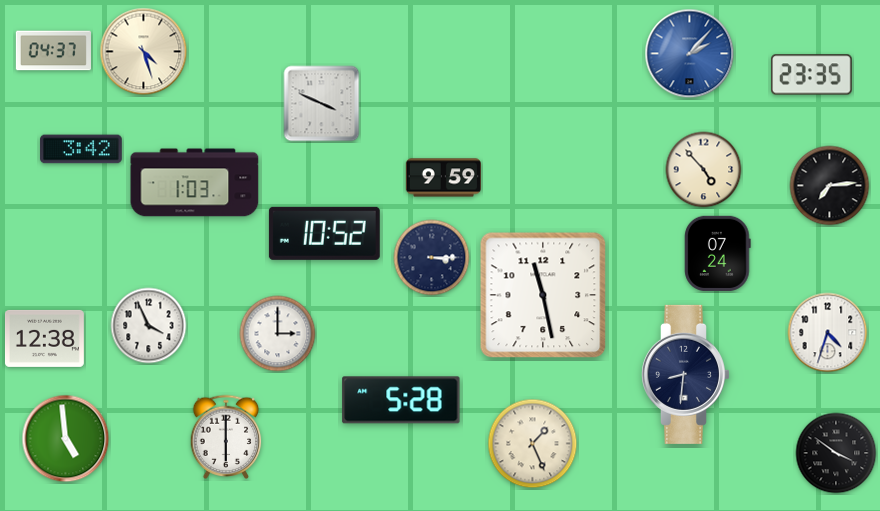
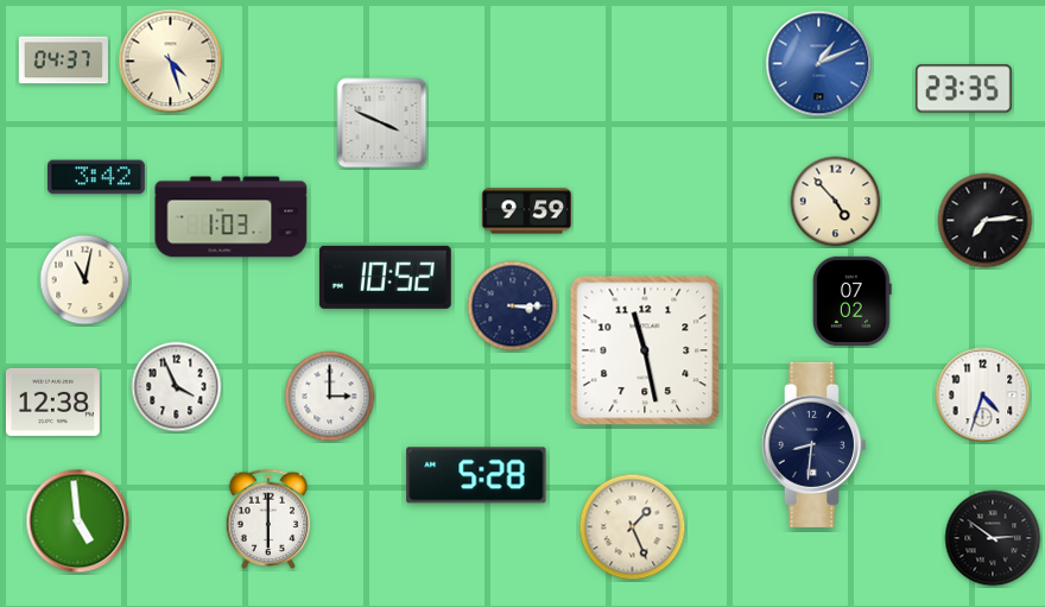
clock at (690, 54): 2:07 -> 1:11
clock at (85, 280): none -> 11:02
clock at (718, 253): 07:24 -> 07:02
clock at (836, 453): 3:51 -> 2:51
